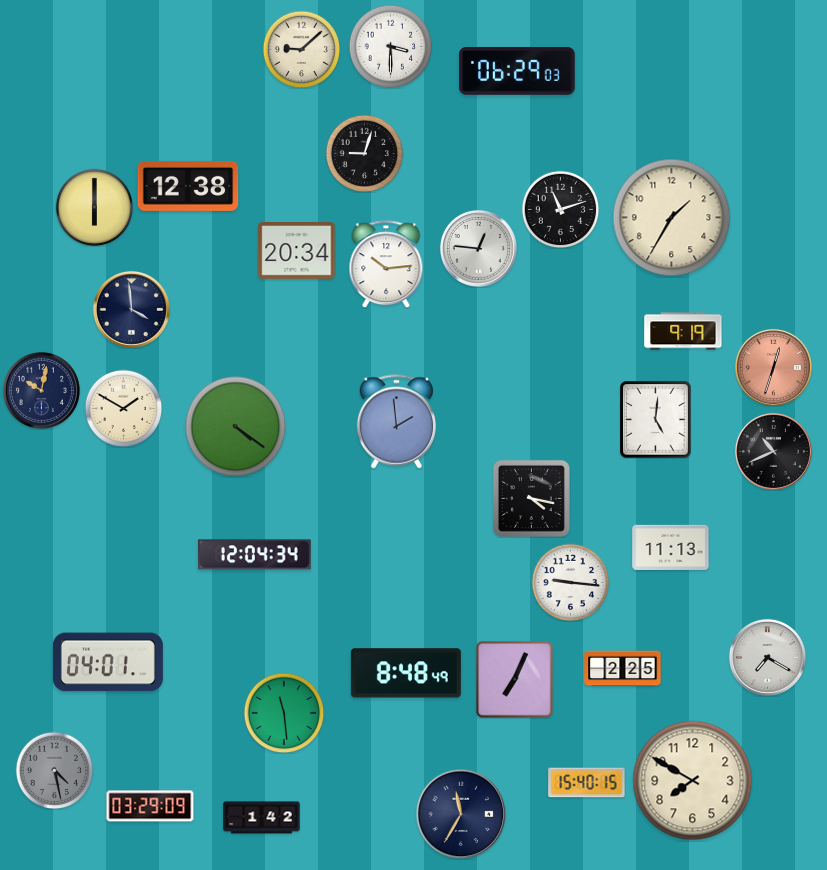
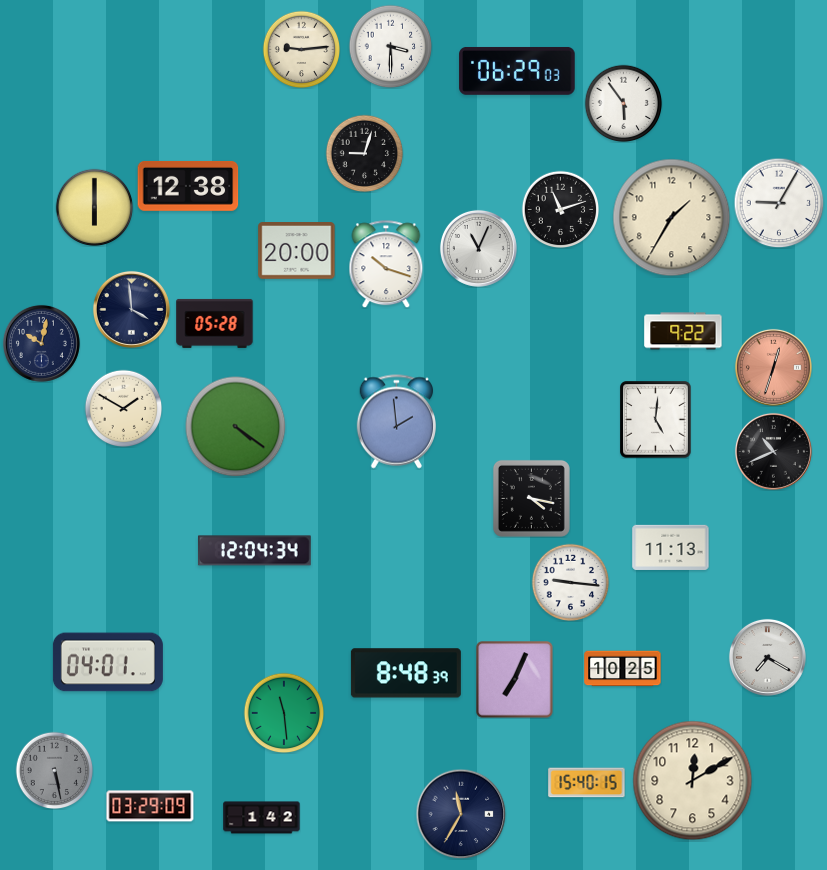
clock at (301, 49): 9:08 -> 9:14
clock at (623, 103): none -> 5:54
clock at (779, 203): none -> 9:05
clock at (478, 248): 12:46 -> 11:04
clock at (297, 251): 20:34 -> 20:00
clock at (386, 264): 10:14 -> 10:18
clock at (215, 323): none -> 05:28
clock at (683, 331): 9:19 -> 9:22
clock at (41, 390) position: (41, 390) -> (41, 343)
clock at (254, 555) position: (254, 555) -> (254, 551)
clock at (623, 669): 2:25 -> 10:25
clock at (406, 673): 8:48:49 -> 8:48:39
clock at (54, 770): 4:28 -> 5:28
clock at (693, 781): 7:50 -> 12:10
